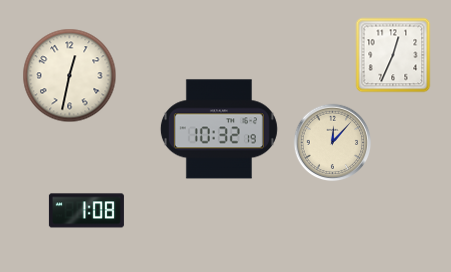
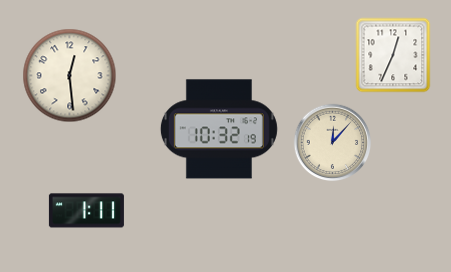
clock at (70, 76): 12:32 -> 12:29
clock at (86, 211): 1:08 -> 1:11
